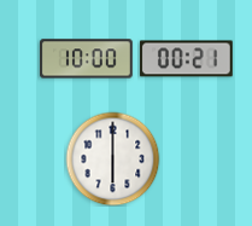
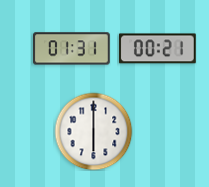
clock at (87, 59): 10:00 -> 01:31
clock at (186, 59) position: (186, 59) -> (157, 49)
